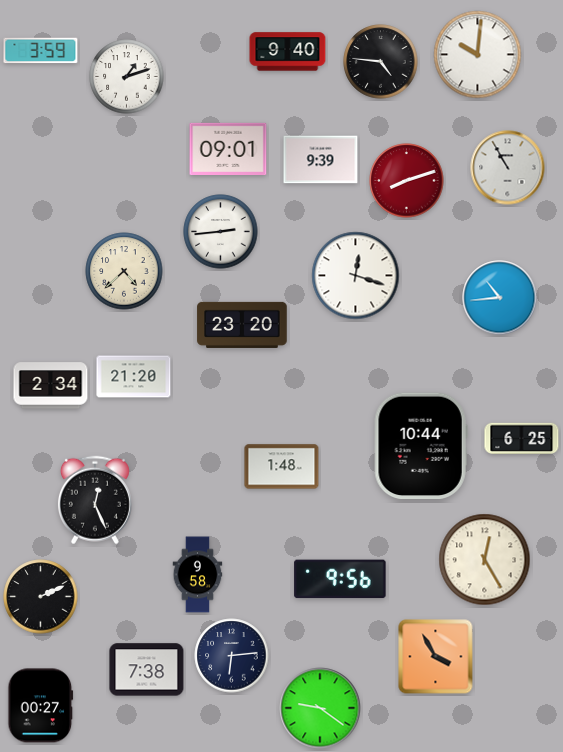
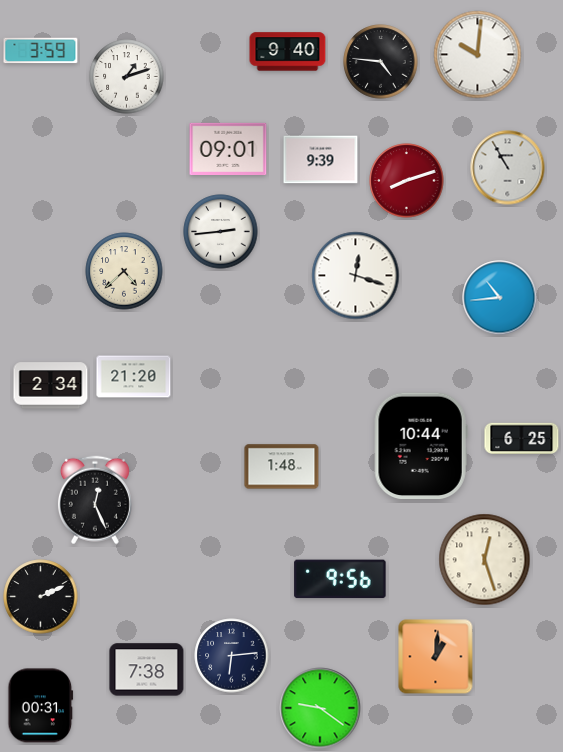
clock at (242, 325): 23:20 -> none
clock at (485, 560): 12:25 -> 12:27
clock at (198, 575): 9:58 -> none
clock at (436, 657): 3:55 -> 1:01
clock at (41, 706): 00:27 -> 00:31
